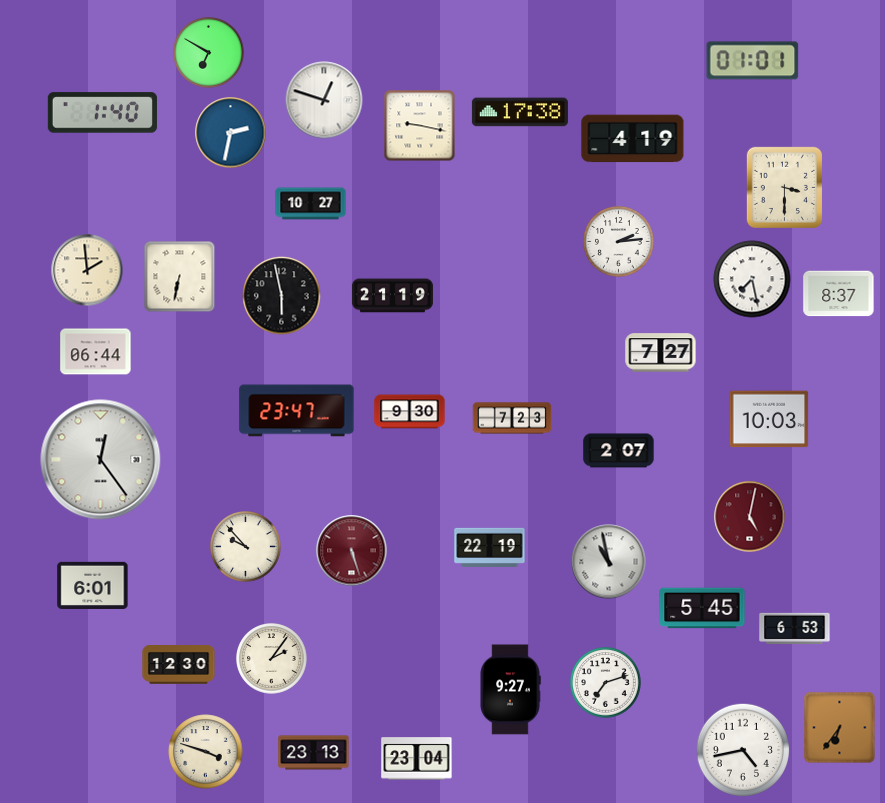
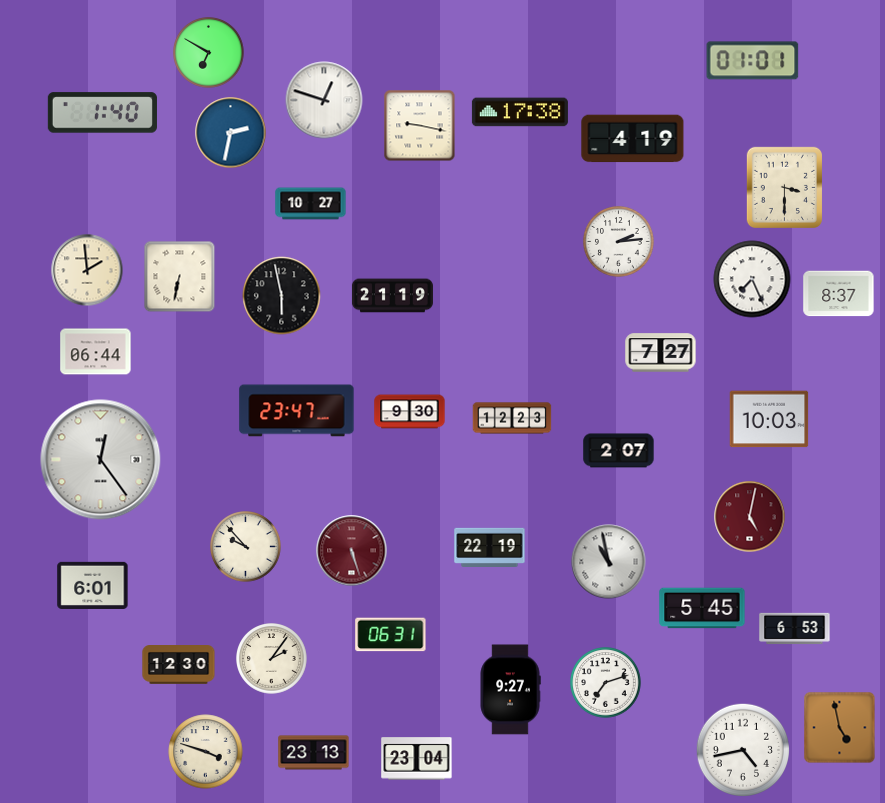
clock at (752, 279): 7:28 -> 7:26
clock at (512, 418): 7:23 -> 12:23
clock at (391, 635): none -> 06:31
clock at (840, 728): 6:36 -> 4:58
